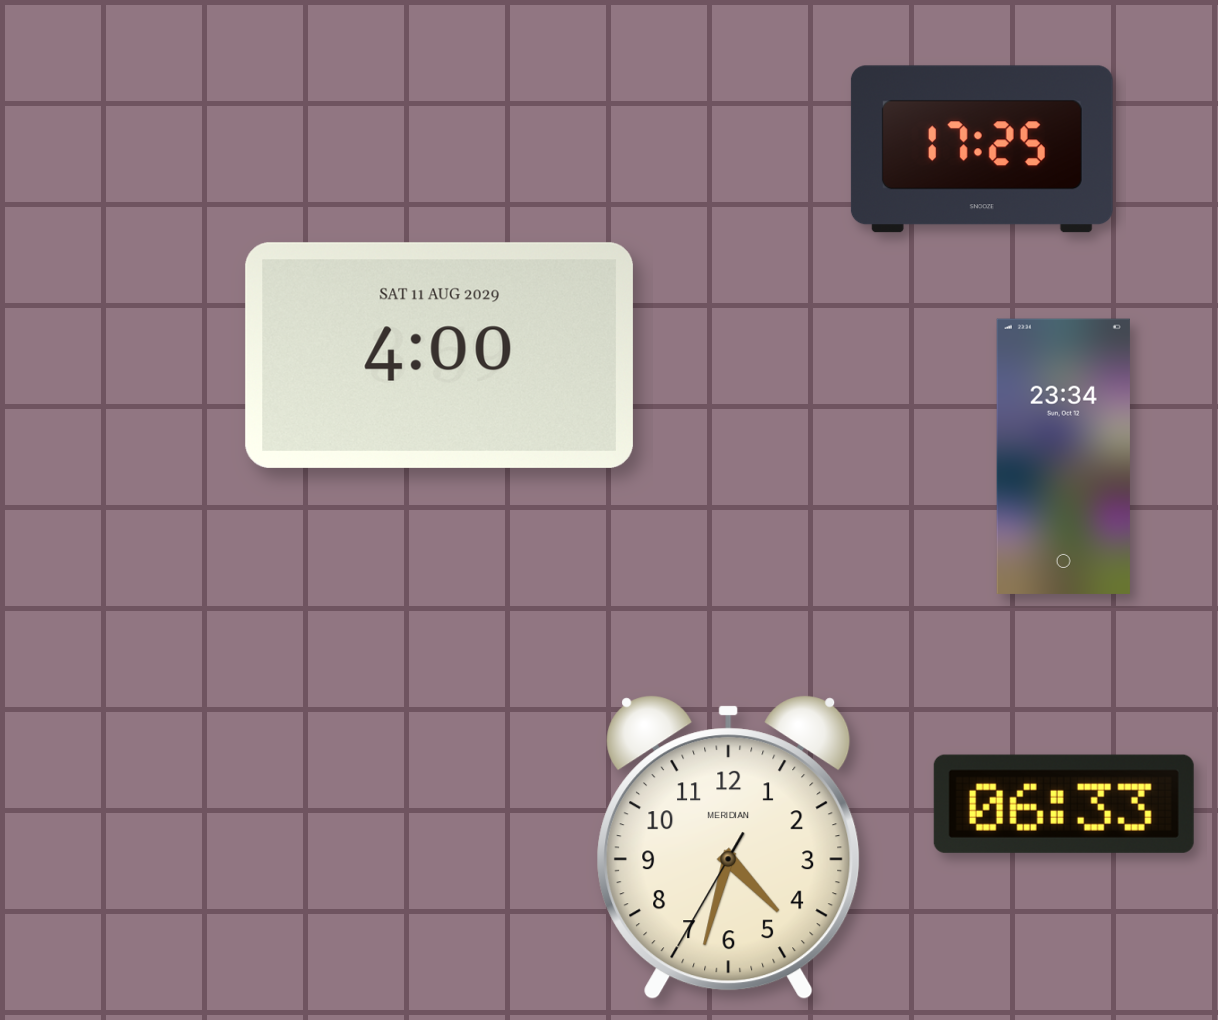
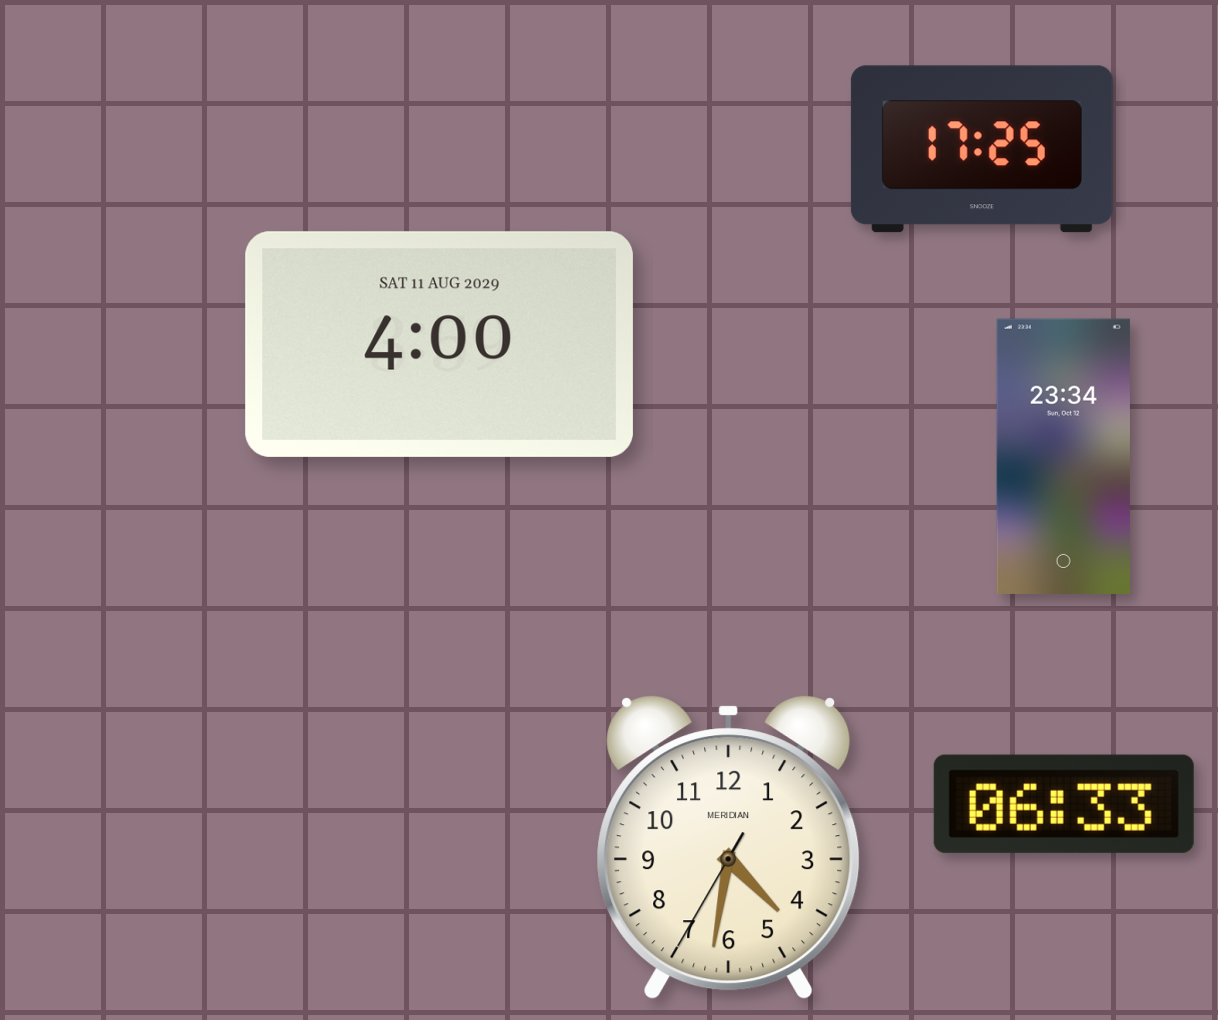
clock at (439, 355) position: (439, 355) -> (439, 344)
clock at (729, 848): 4:32 -> 4:31
